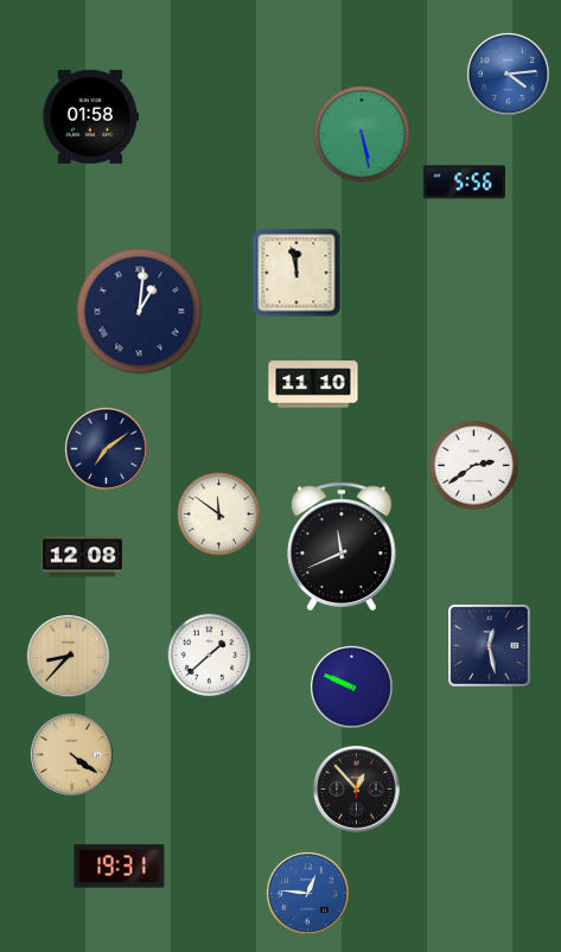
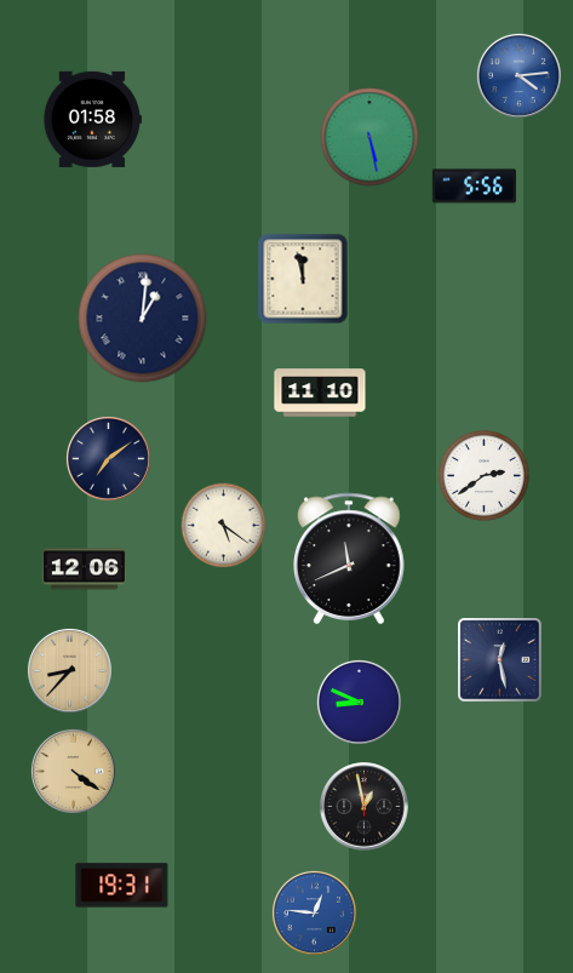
clock at (219, 515): 11:51 -> 5:21
clock at (82, 557): 12:08 -> 12:06
clock at (210, 656): 1:38 -> none
clock at (351, 686): 9:49 -> 8:49
clock at (357, 790): 12:53 -> 12:58
